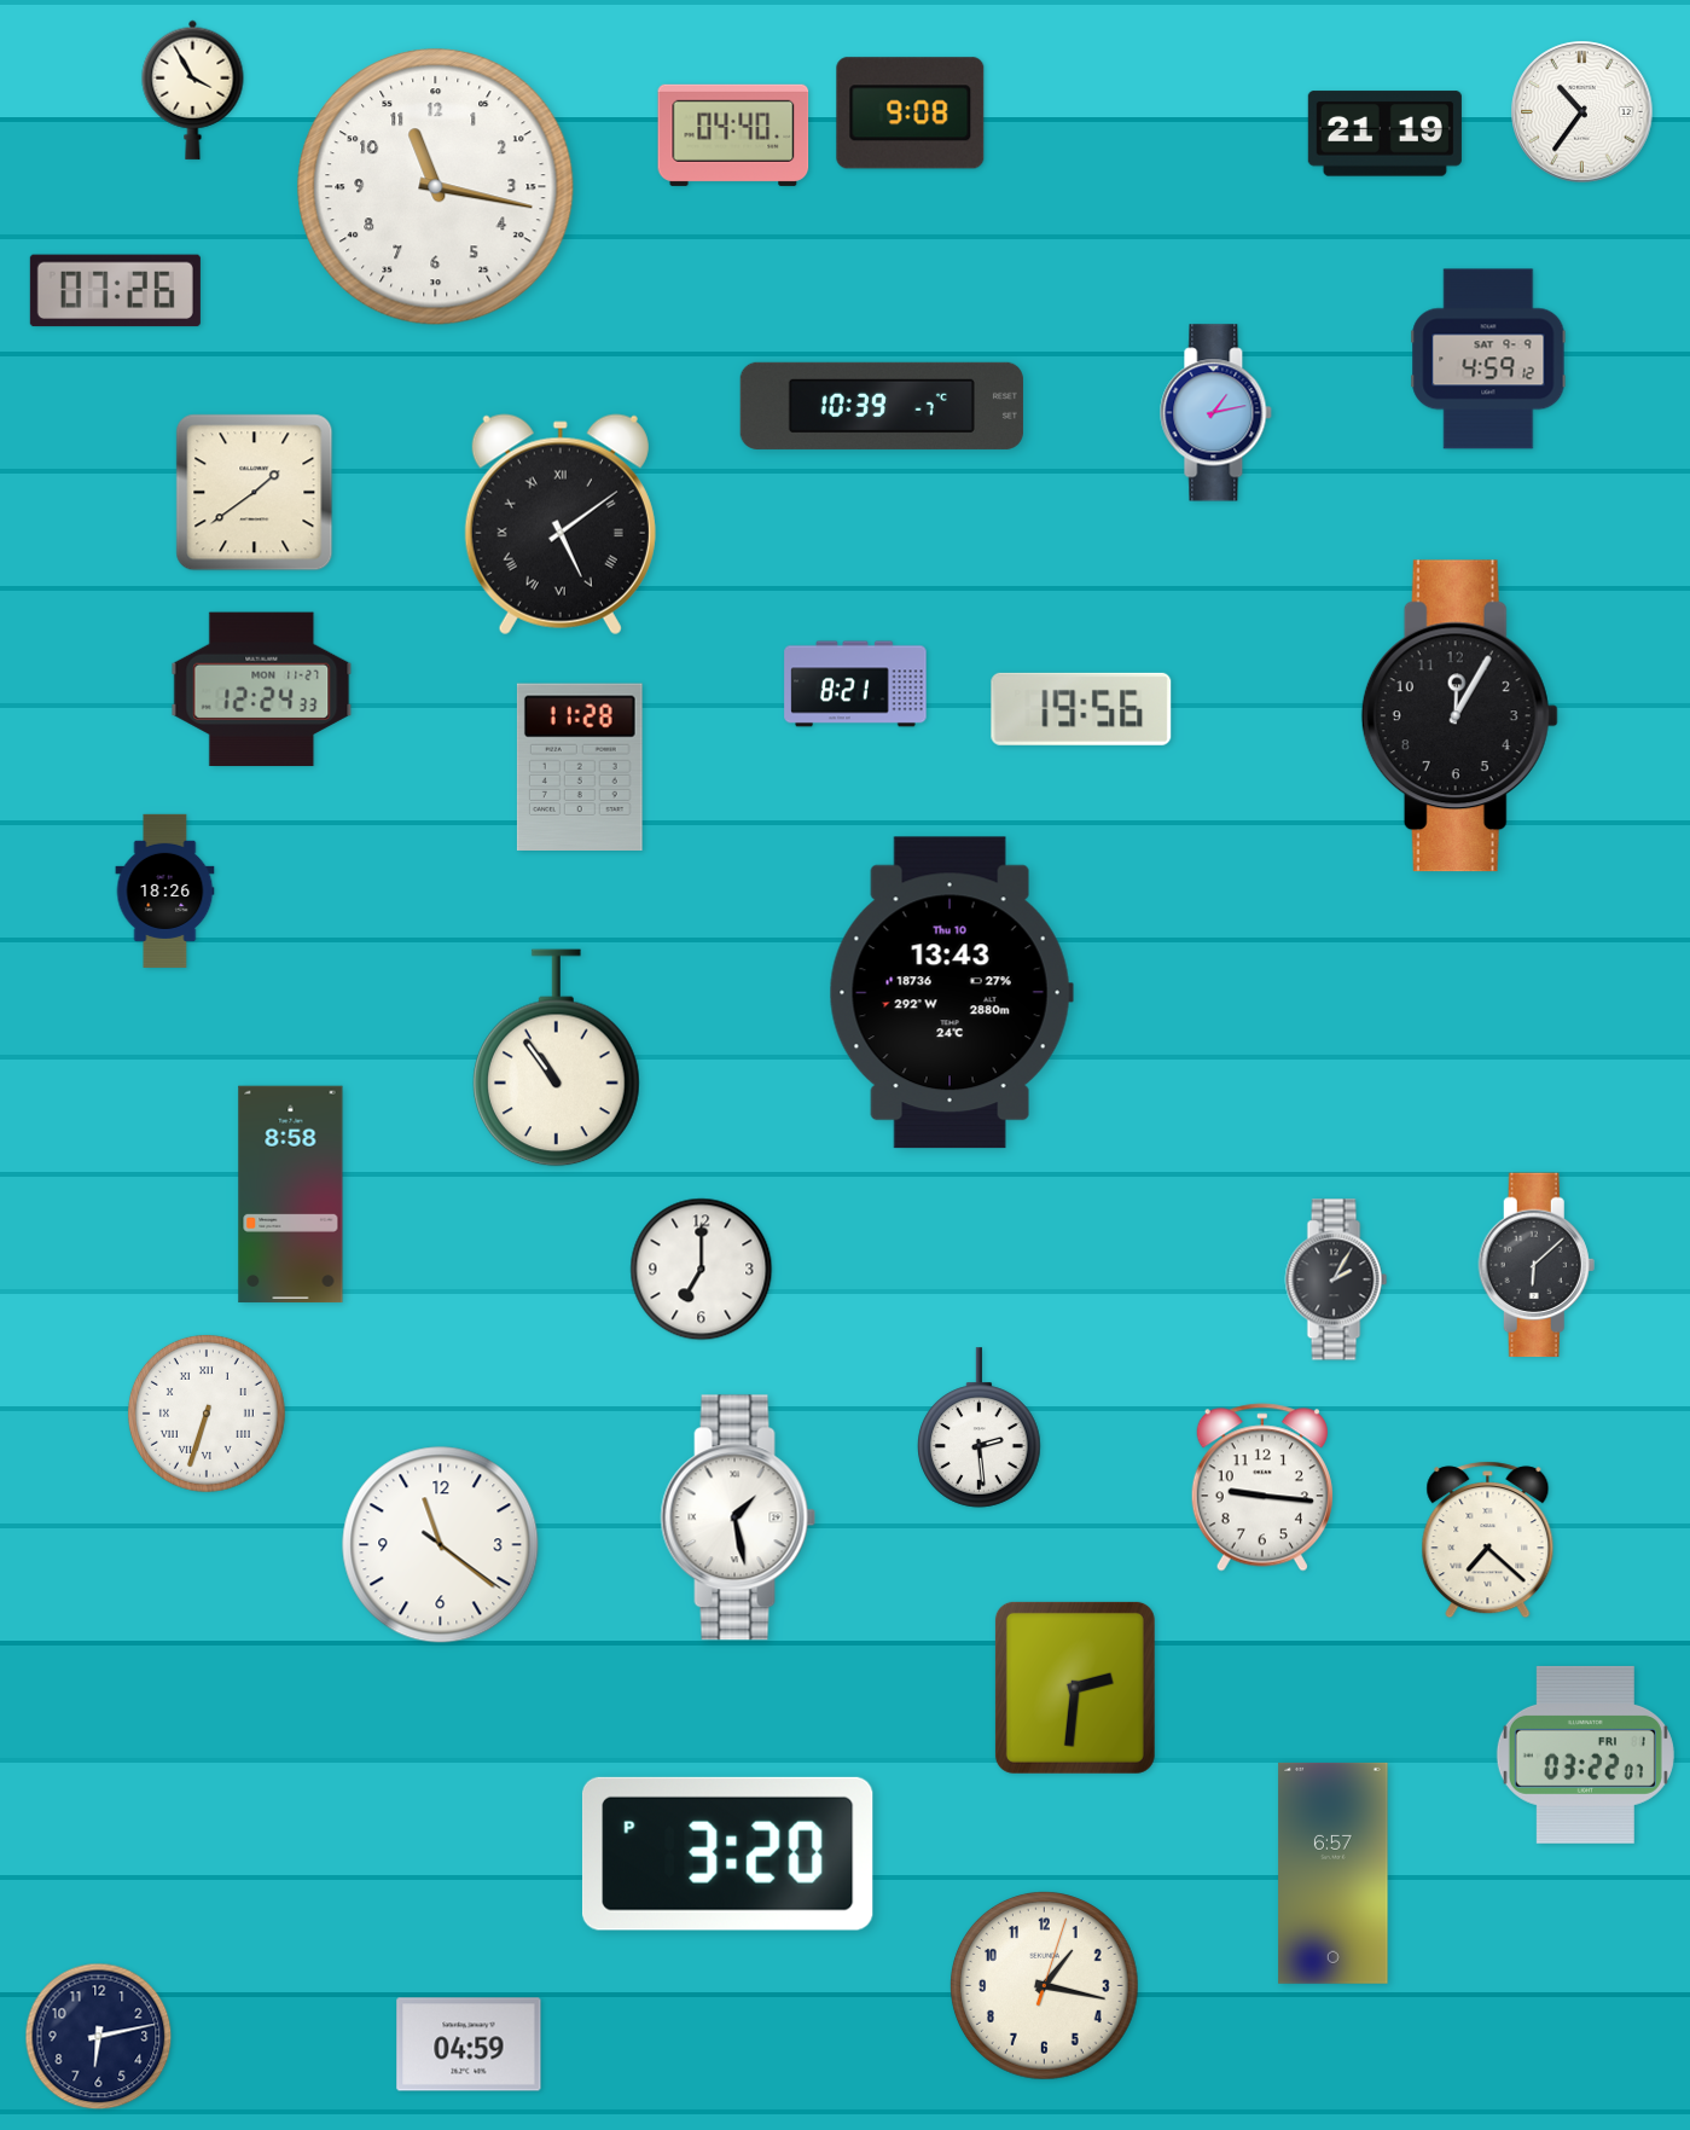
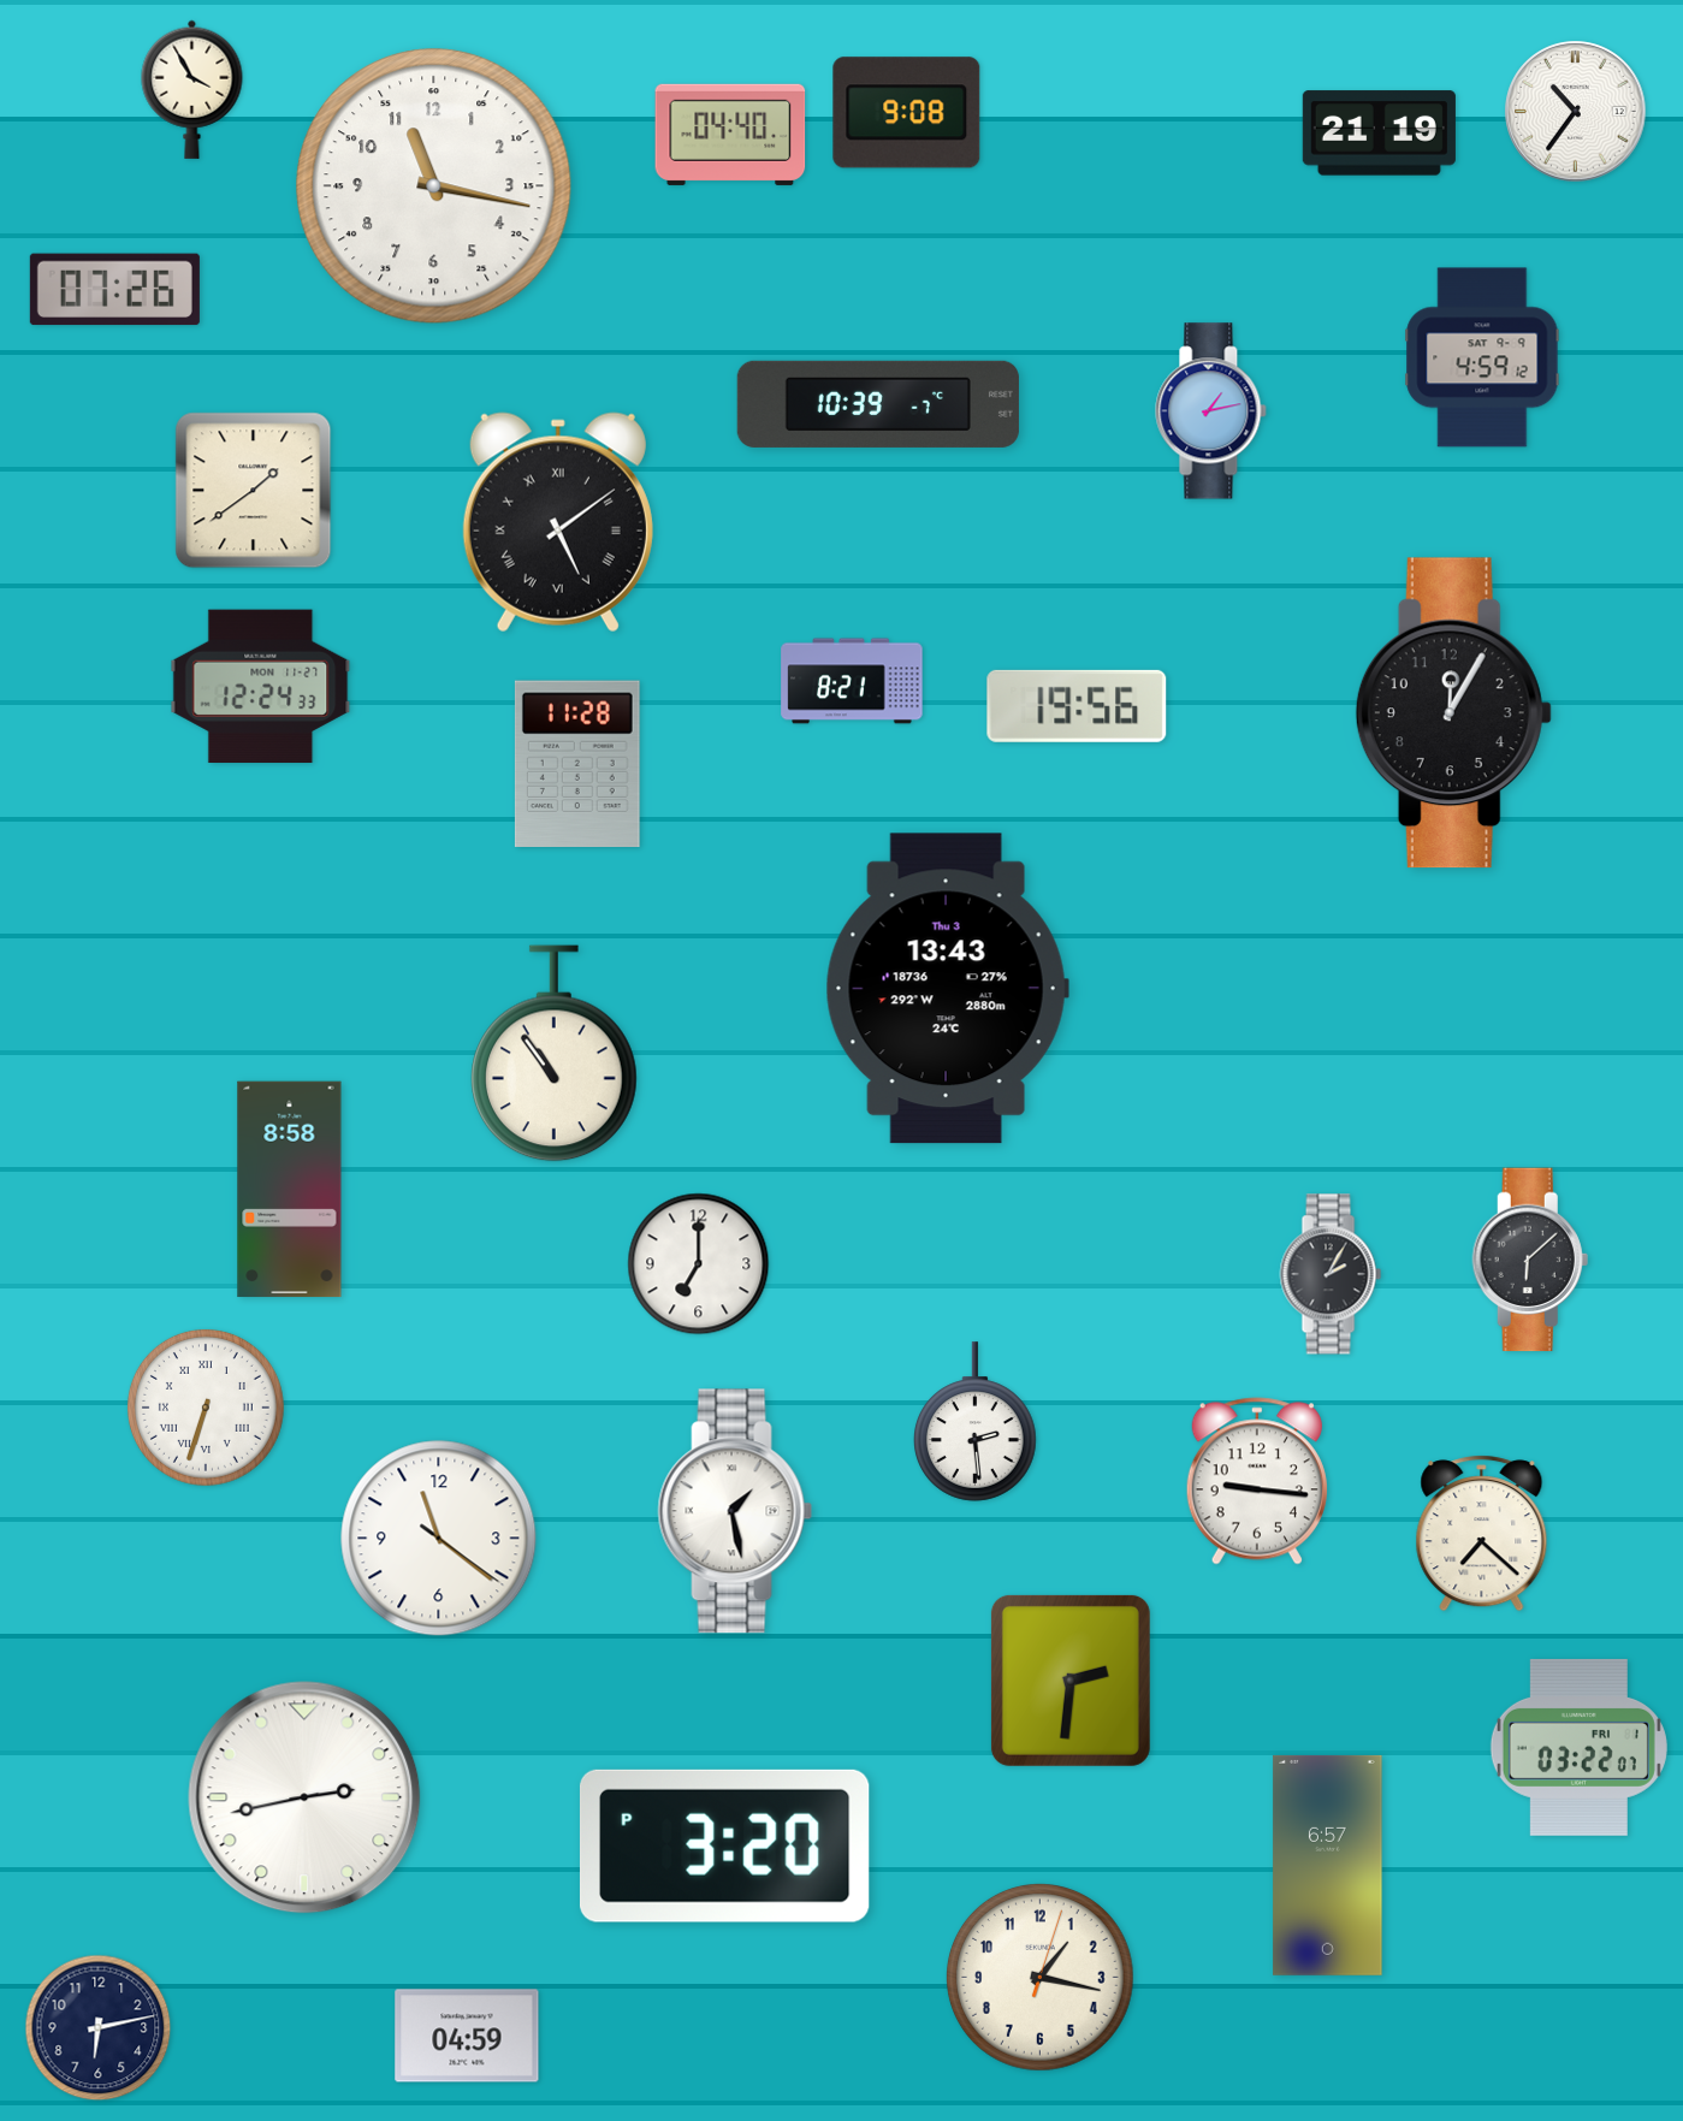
clock at (165, 890): 18:26 -> none
clock at (951, 993) date: Thu 10 -> Thu 3
clock at (304, 1797): none -> 2:43
